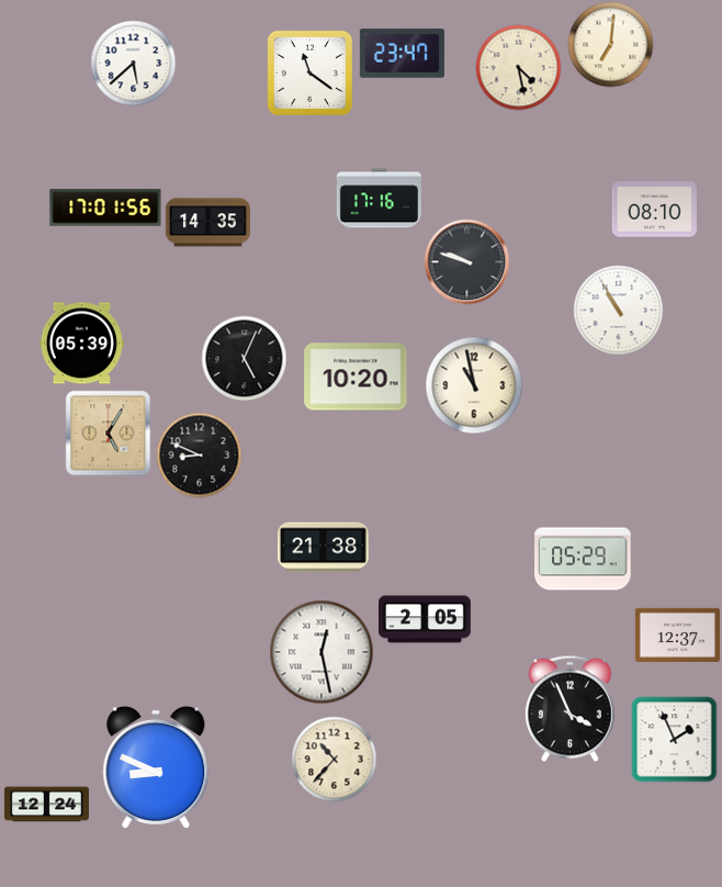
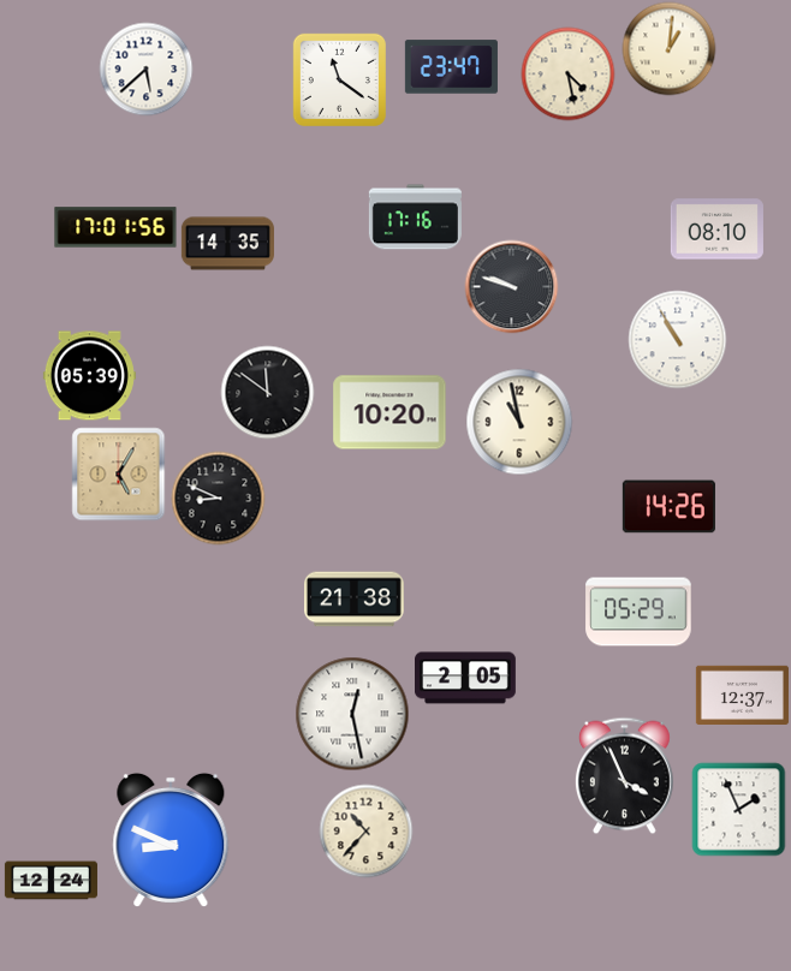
clock at (610, 44): 7:01 -> 1:01
clock at (402, 54) position: (402, 54) -> (451, 67)
clock at (244, 358): 5:04 -> 11:51
clock at (668, 507): none -> 14:26
